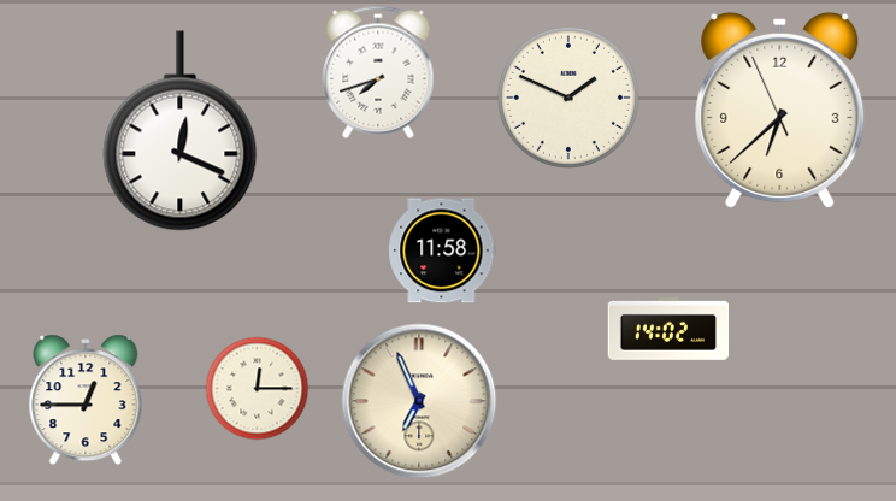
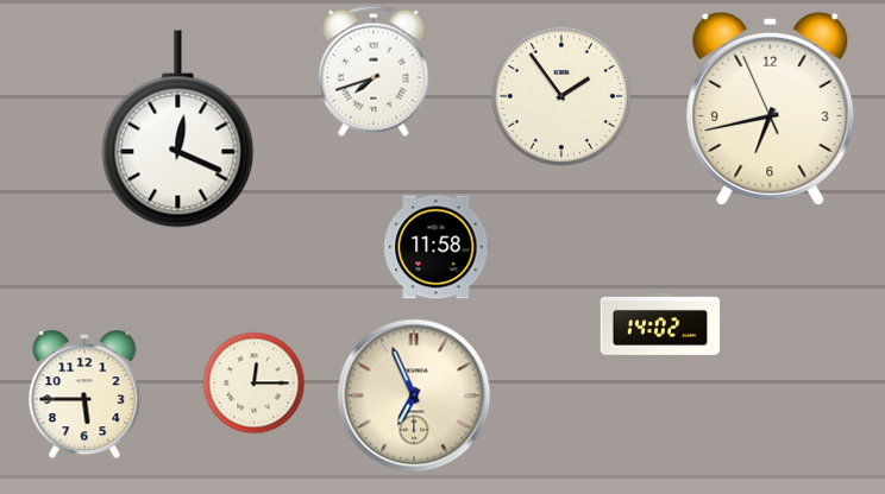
clock at (568, 98): 1:49 -> 1:54
clock at (780, 110): 6:37 -> 6:42
clock at (86, 400): 12:45 -> 5:45
